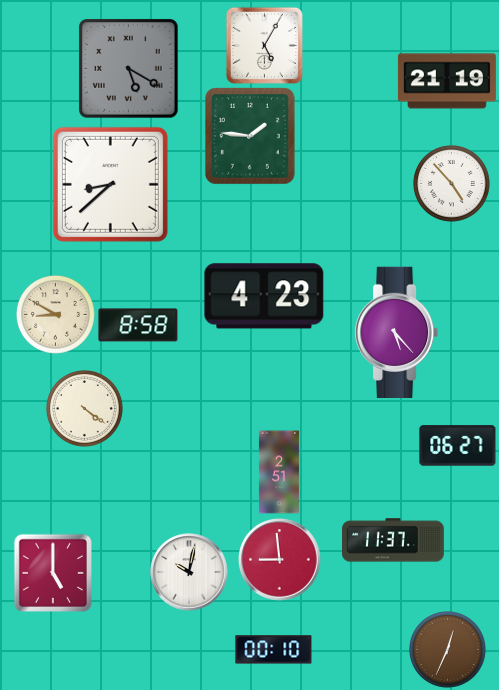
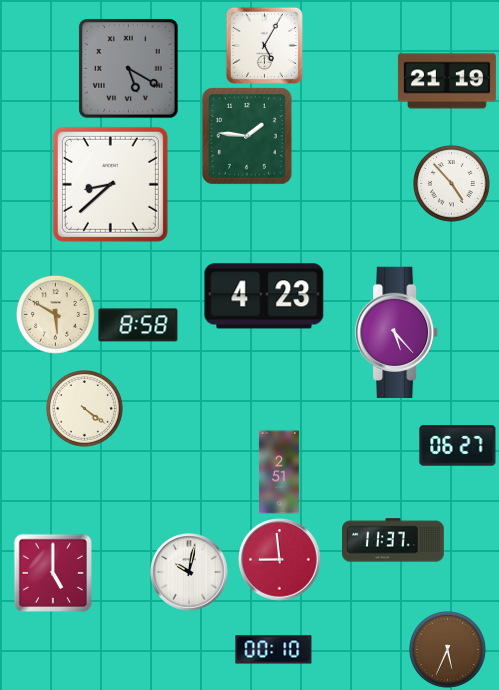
clock at (251, 137) position: (251, 137) -> (248, 137)
clock at (56, 315): 8:50 -> 5:50
clock at (448, 650): 12:34 -> 5:34
